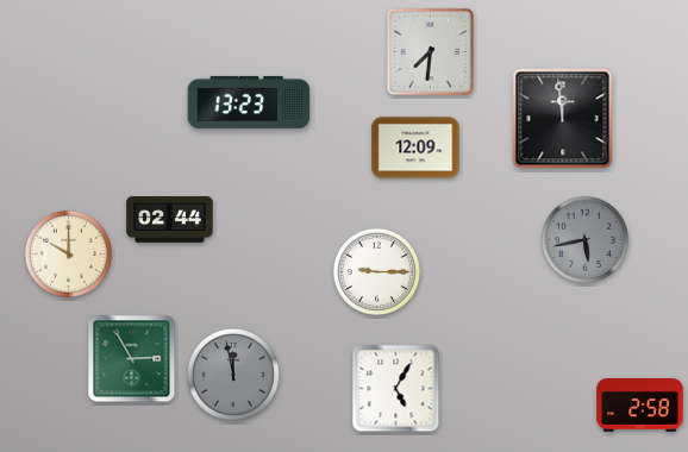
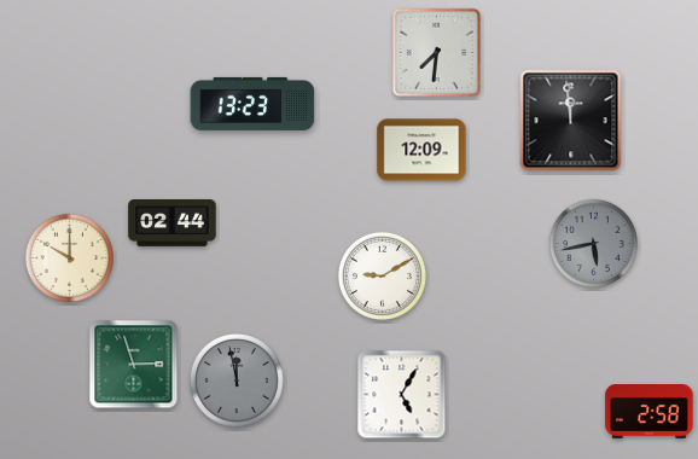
clock at (376, 271): 9:15 -> 9:10
clock at (132, 359): 2:55 -> 2:57
